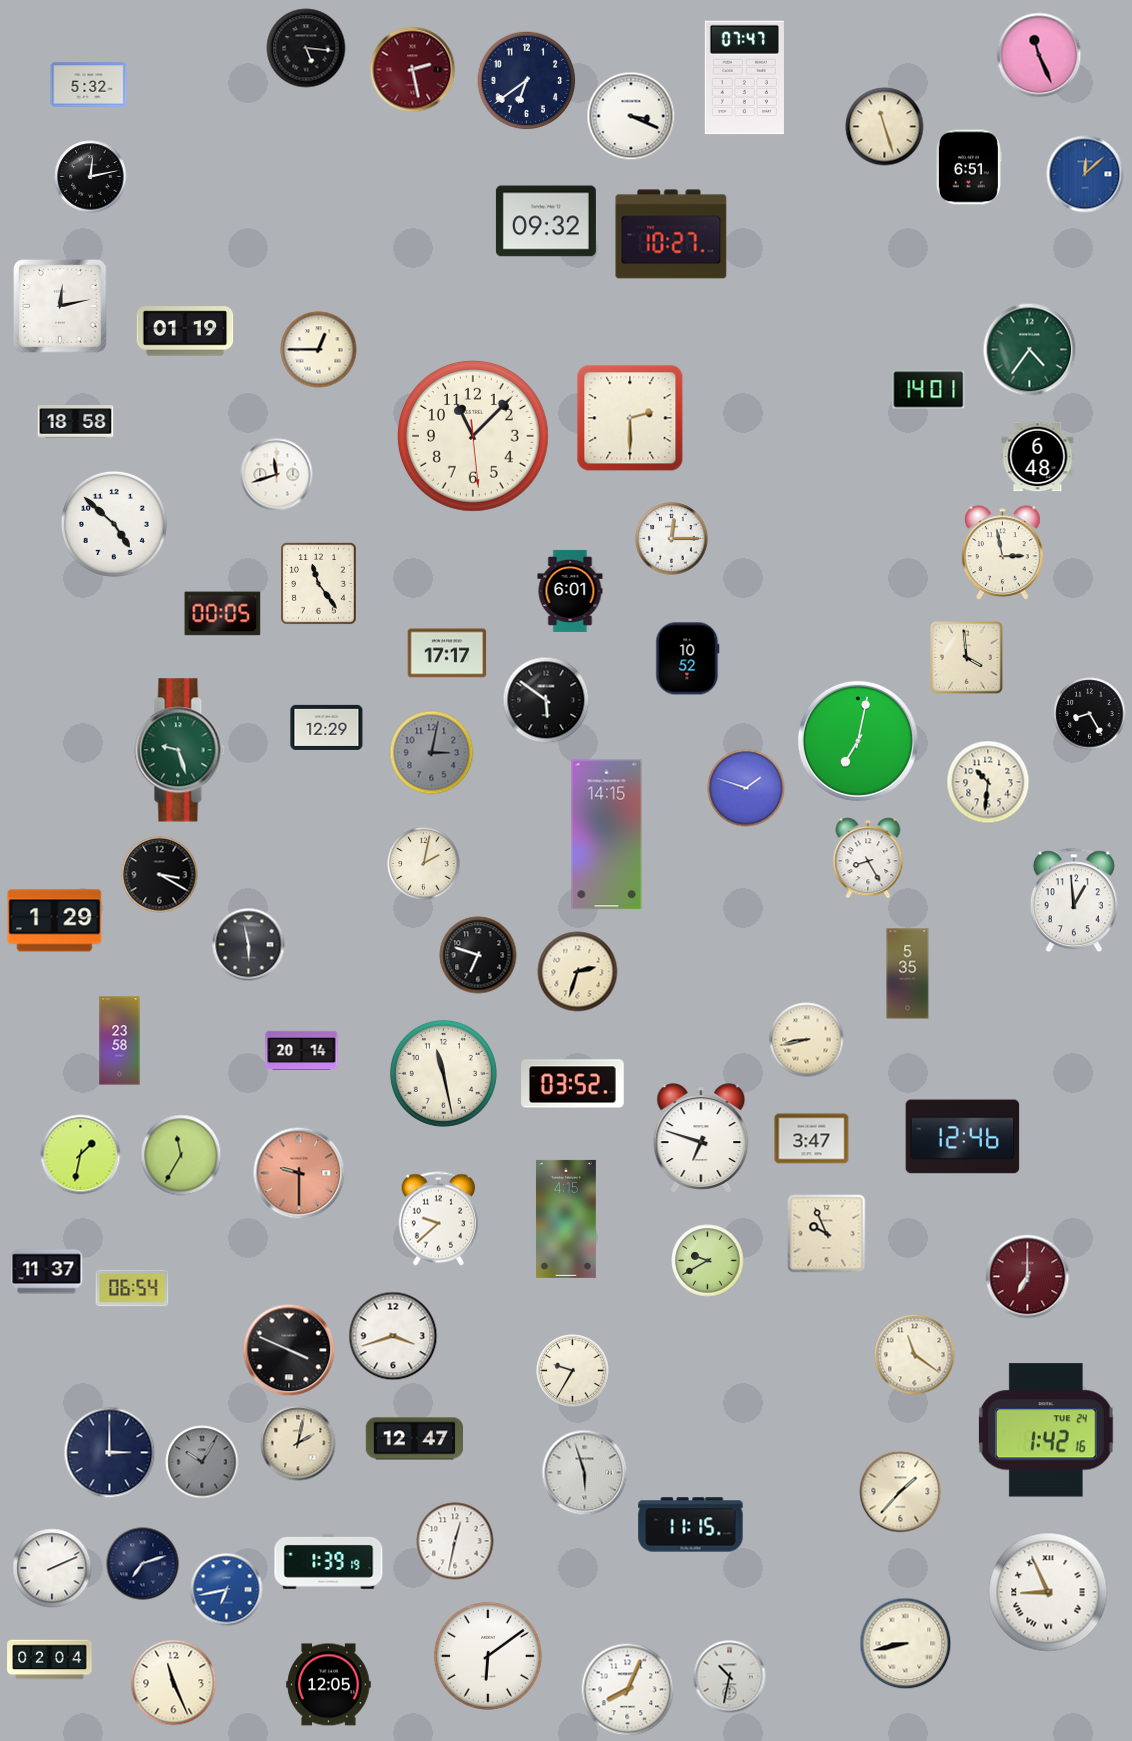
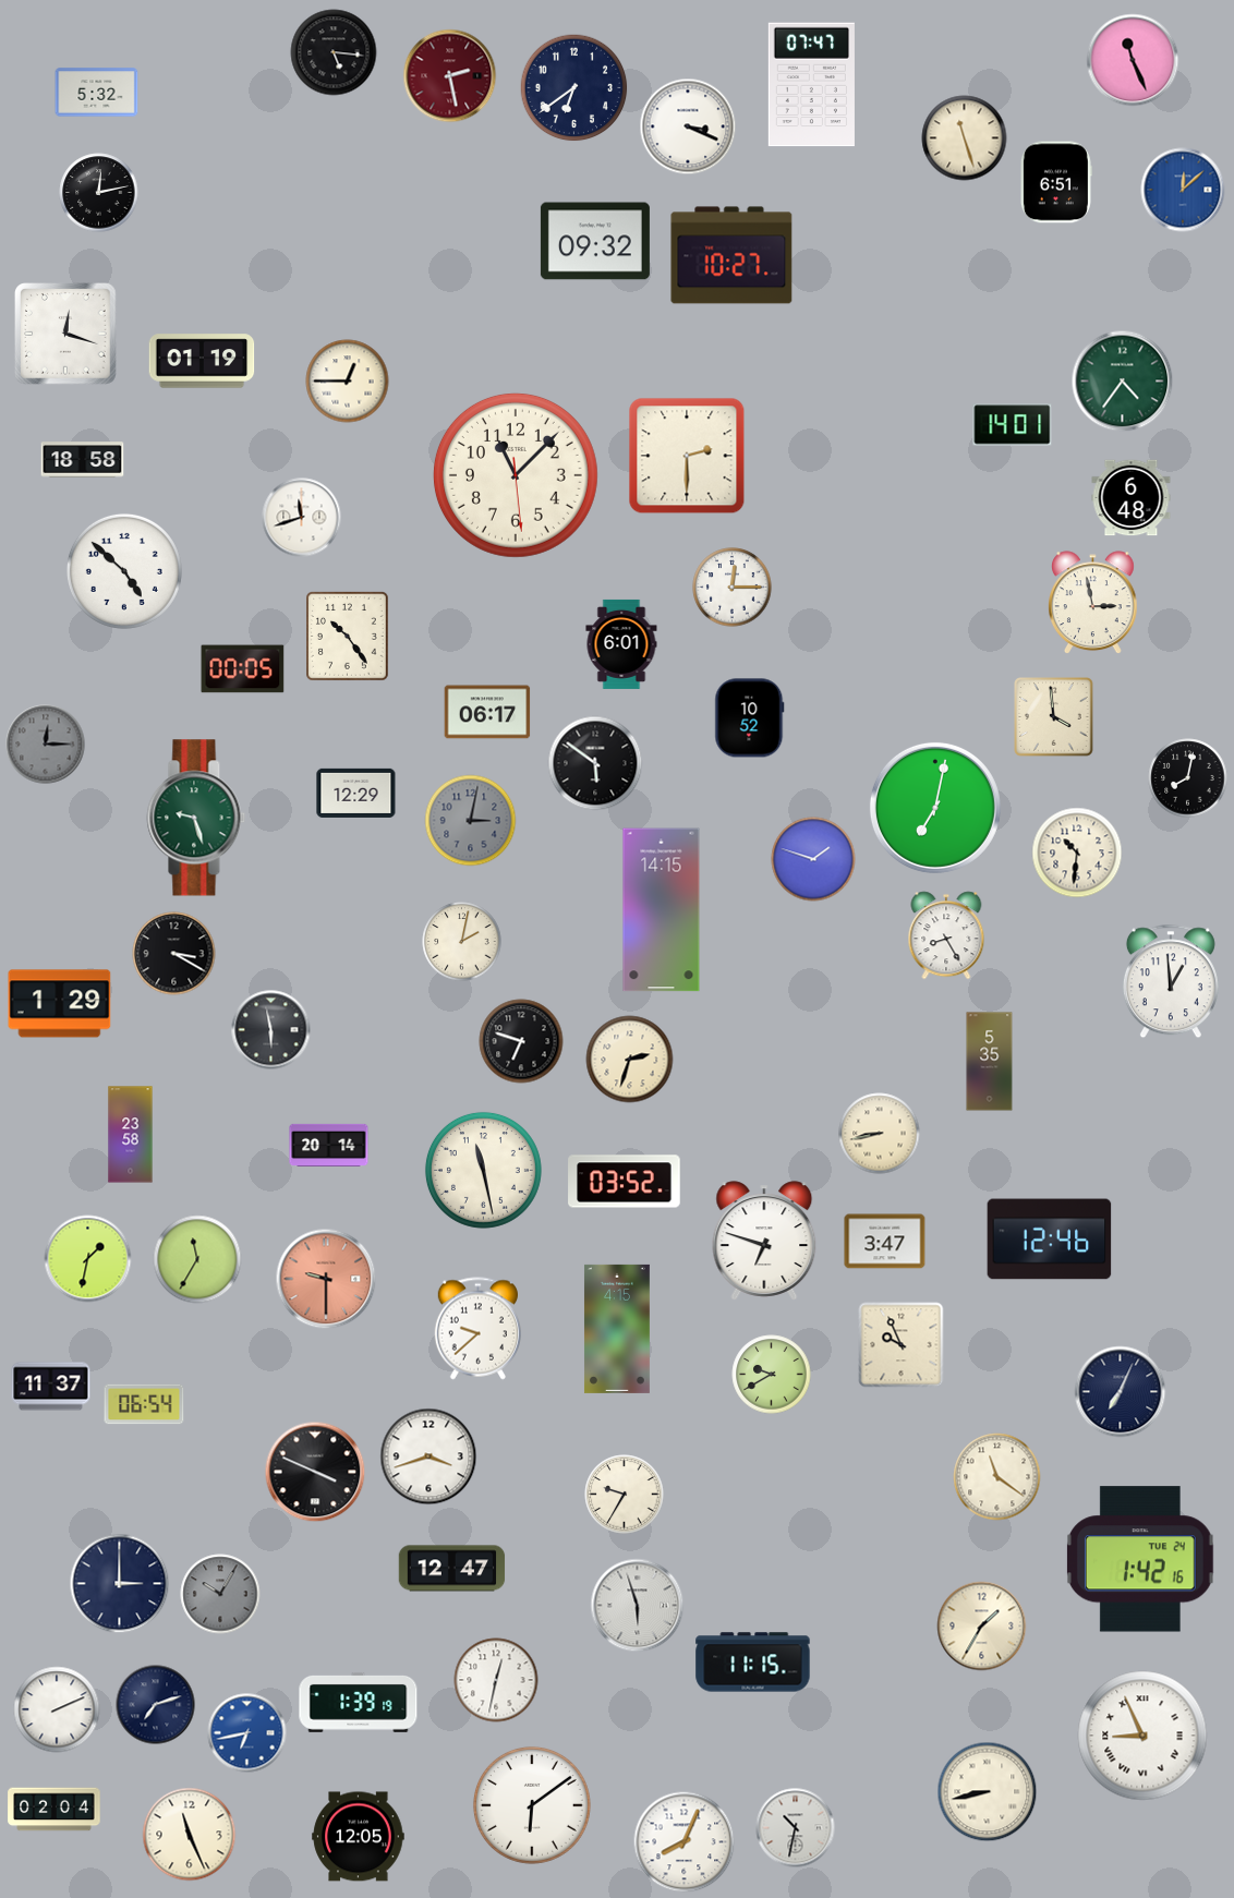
clock at (61, 307): 12:13 -> 12:18
clock at (319, 584): 11:24 -> 10:24
clock at (447, 653): 17:17 -> 06:17
clock at (46, 745): none -> 12:15
clock at (1090, 714): 8:25 -> 8:02
clock at (1028, 1277): 7:00 -> 7:04
clock at (1028, 1277) dial: burgundy -> navy
clock at (298, 1443): 2:02 -> none
clock at (901, 1492): 1:37 -> 1:35
